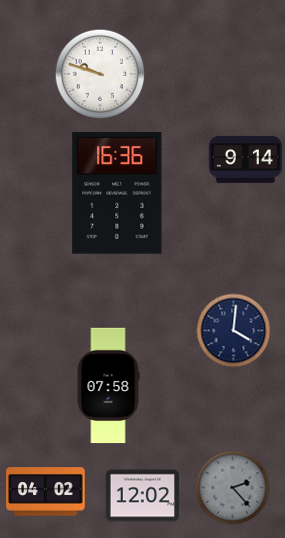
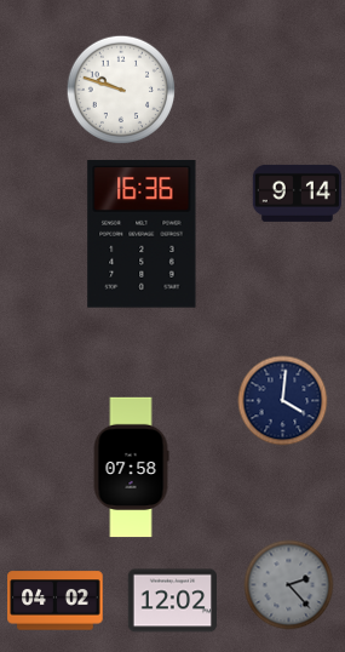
clock at (233, 488) position: (233, 488) -> (289, 585)
clock at (46, 492) position: (46, 492) -> (56, 601)
